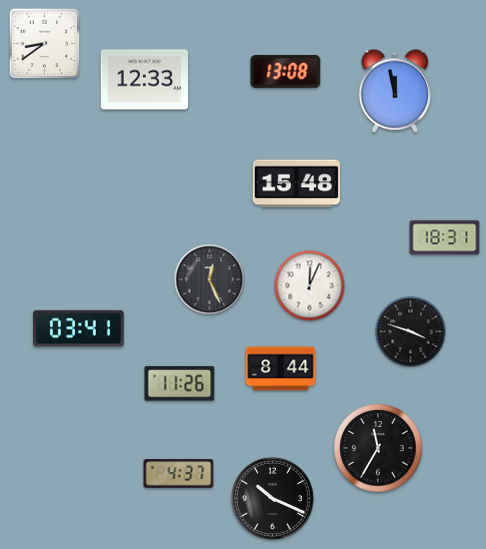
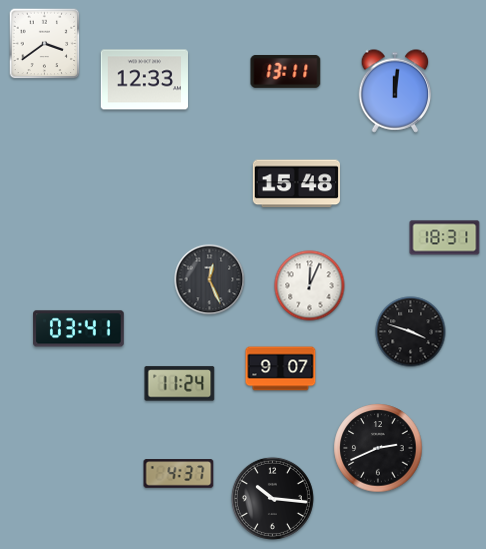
clock at (45, 44): 8:39 -> 3:39
clock at (286, 71): 13:08 -> 13:11
clock at (395, 91): 11:58 -> 12:01
clock at (281, 369): 8:44 -> 9:07
clock at (180, 384): 11:26 -> 11:24
clock at (378, 448): 11:35 -> 2:41
clock at (272, 498): 10:19 -> 10:16
